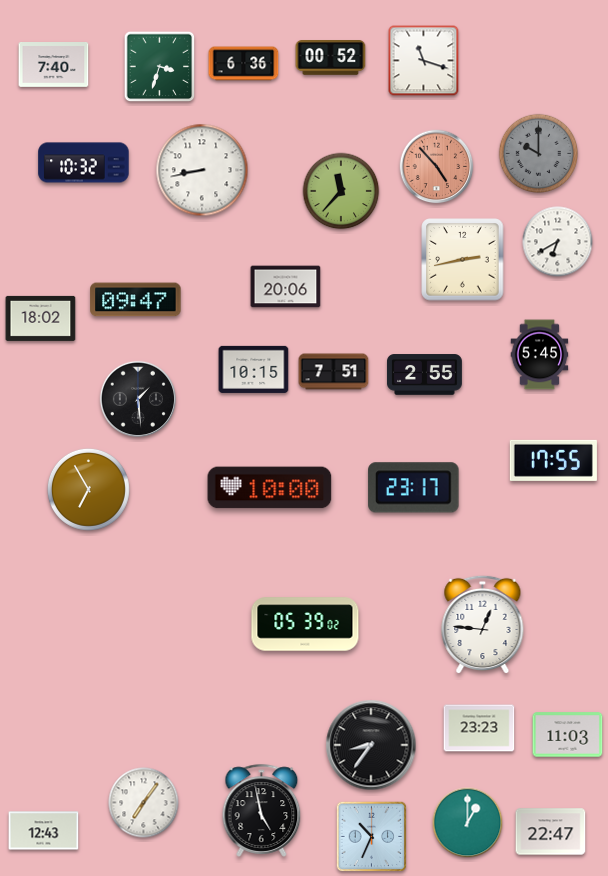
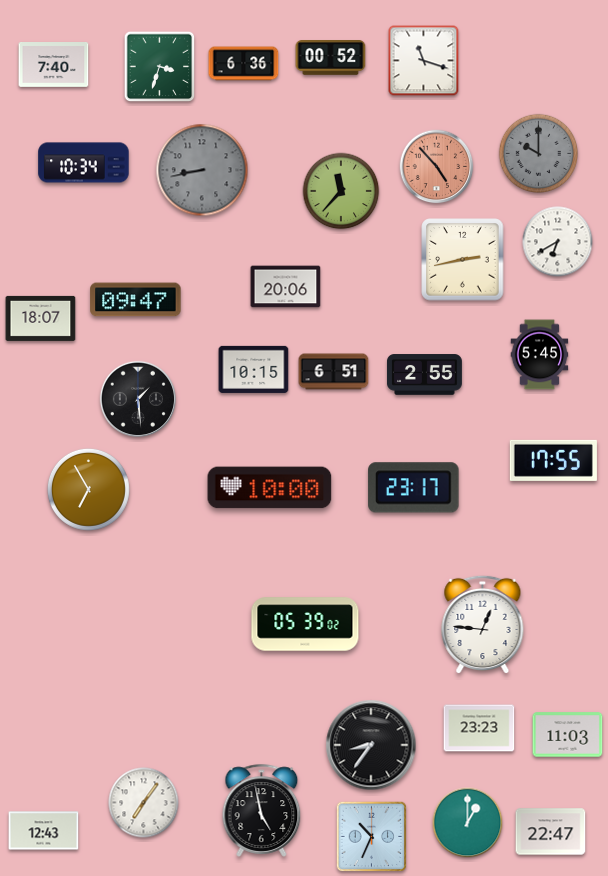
clock at (84, 163): 10:32 -> 10:34
clock at (202, 170) dial: white -> grey
clock at (41, 318): 18:02 -> 18:07
clock at (334, 372): 7:51 -> 6:51
